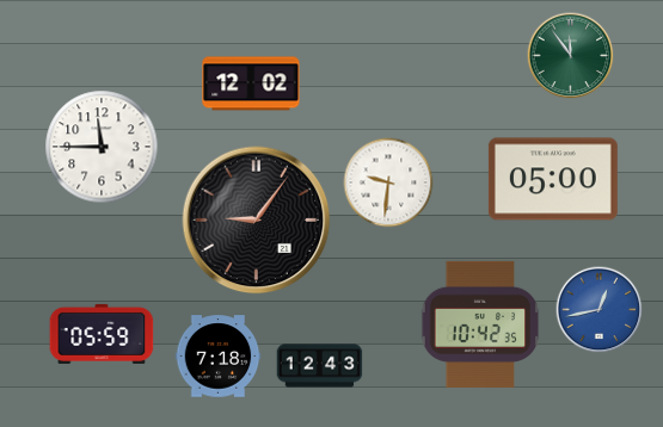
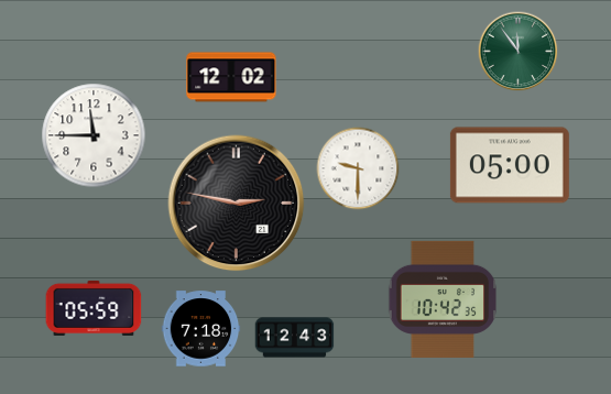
clock at (571, 56) position: (571, 56) -> (519, 52)
clock at (388, 182): 9:31 -> 9:30
clock at (257, 221): 9:06 -> 2:47
clock at (600, 310): 12:43 -> none
